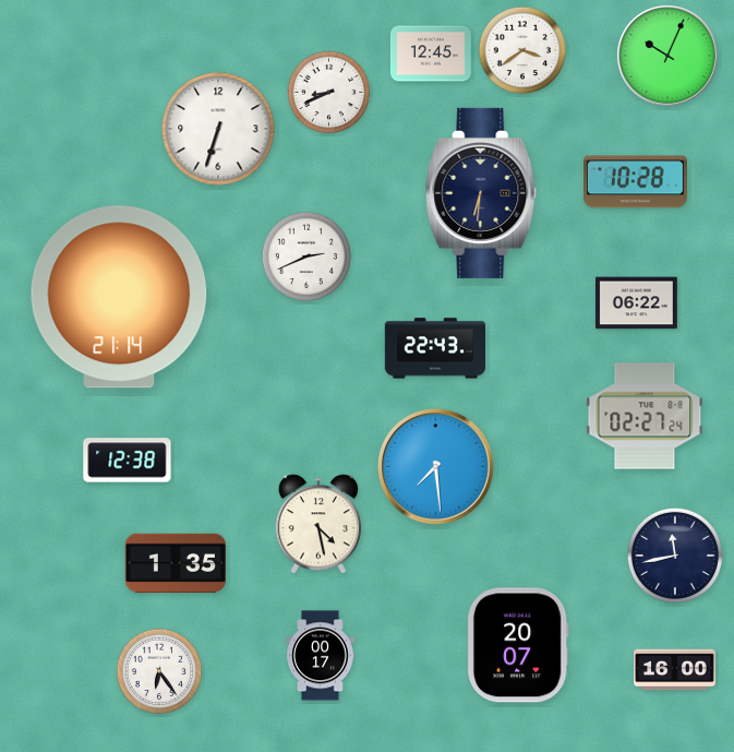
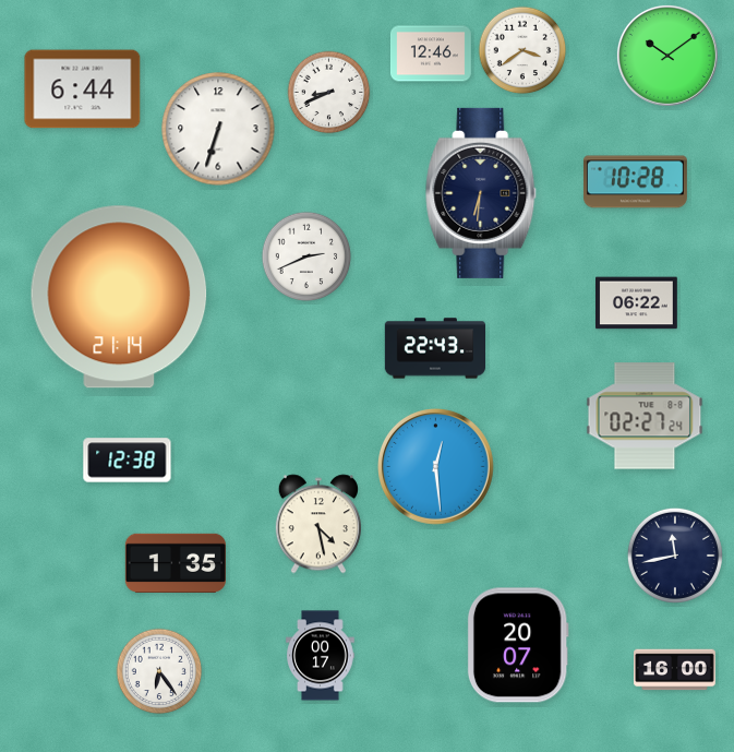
clock at (431, 53): 12:45 -> 12:46
clock at (667, 56): 10:04 -> 10:09
clock at (83, 89): none -> 6:44
clock at (436, 467): 7:29 -> 12:29
